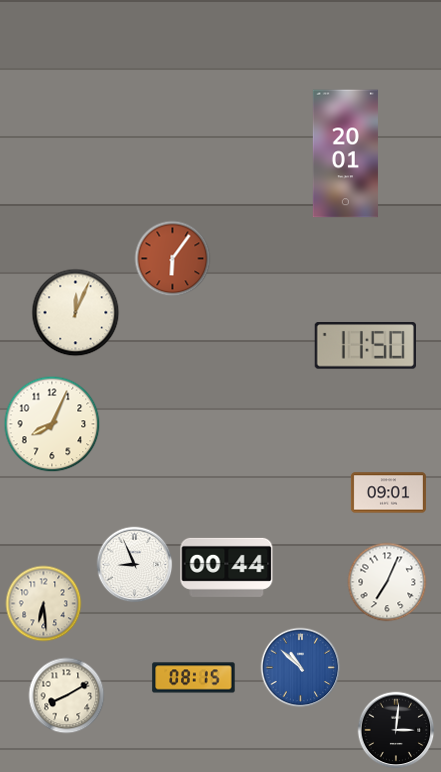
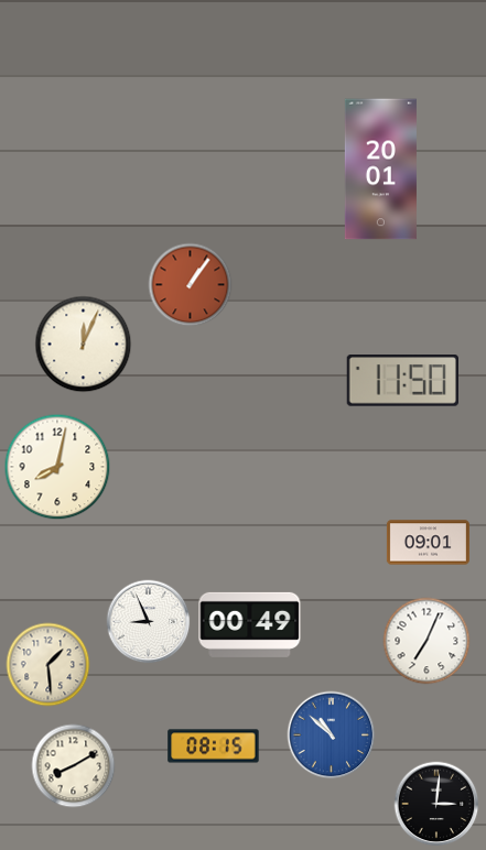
clock at (173, 259): 6:06 -> 1:06
clock at (52, 424): 8:04 -> 8:02
clock at (227, 567): 00:44 -> 00:49
clock at (44, 604): 6:29 -> 1:29
